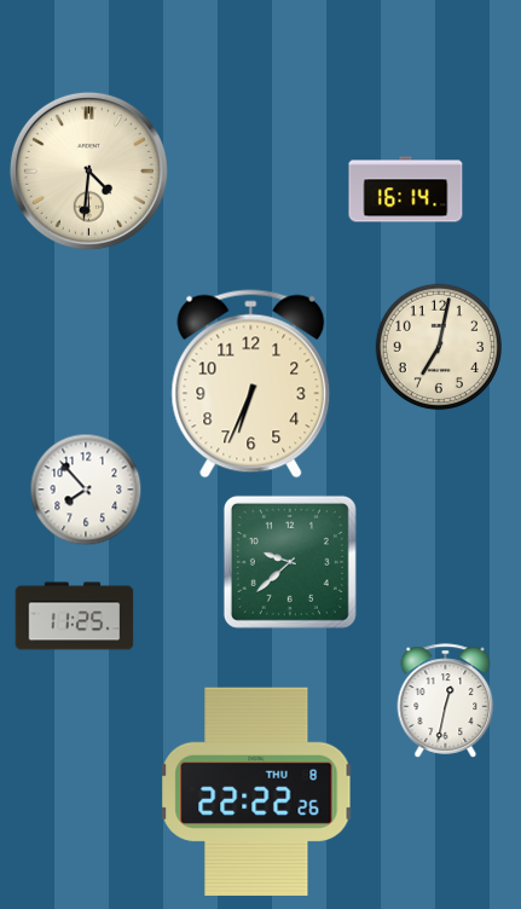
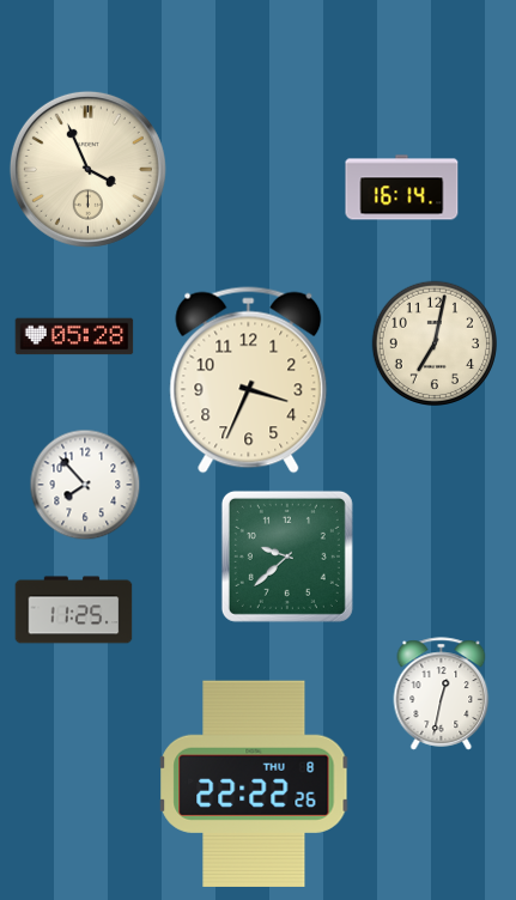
clock at (88, 170): 4:31 -> 3:56
clock at (74, 336): none -> 05:28
clock at (251, 384): 6:34 -> 3:34
